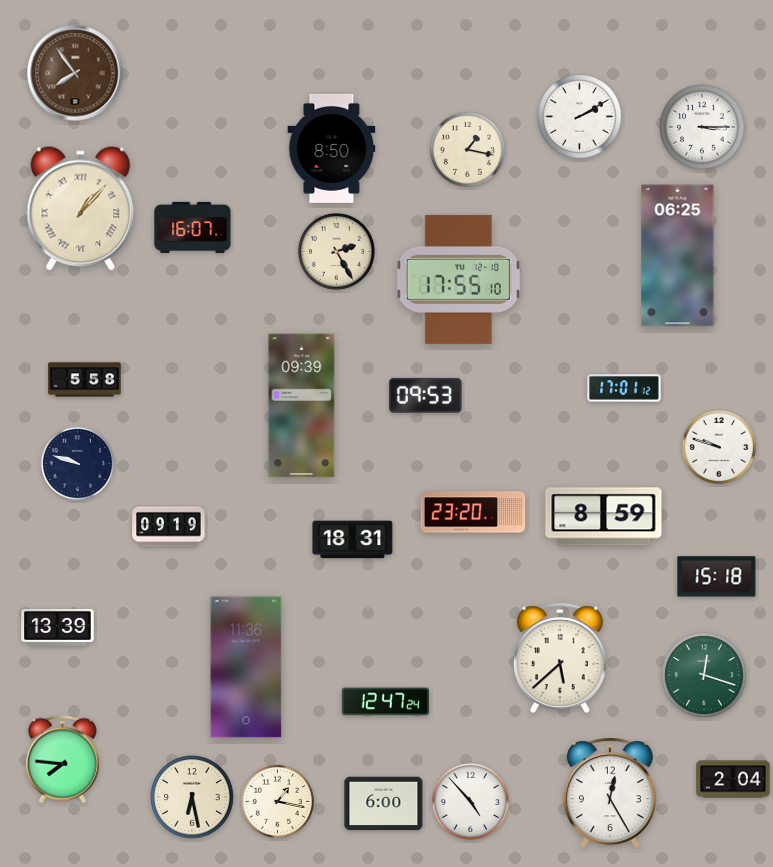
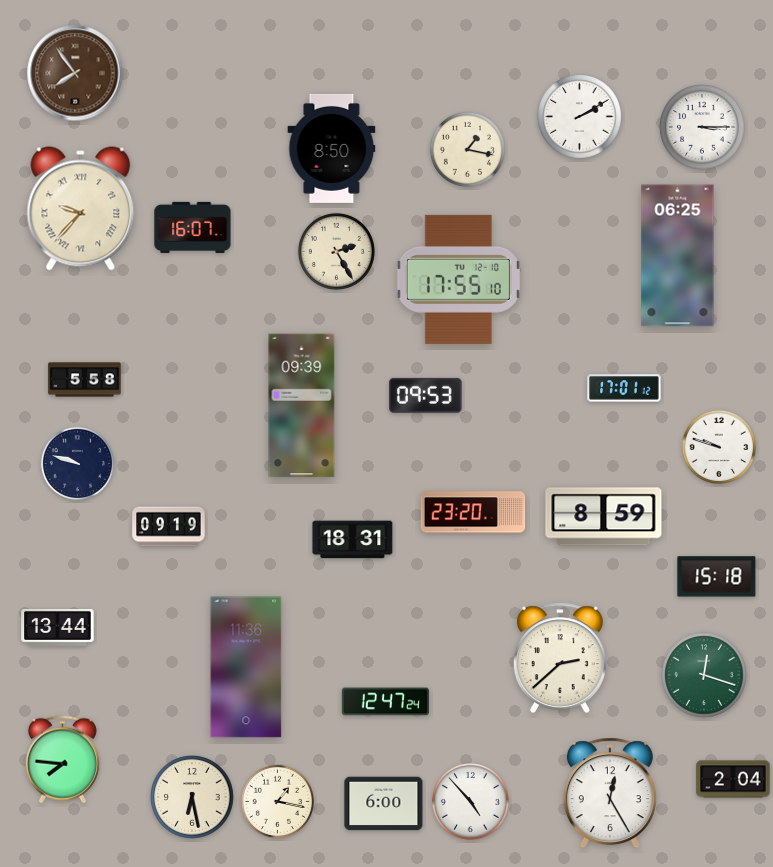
clock at (81, 209): 1:07 -> 9:37
clock at (58, 627): 13:39 -> 13:44
clock at (560, 658): 5:38 -> 2:38
